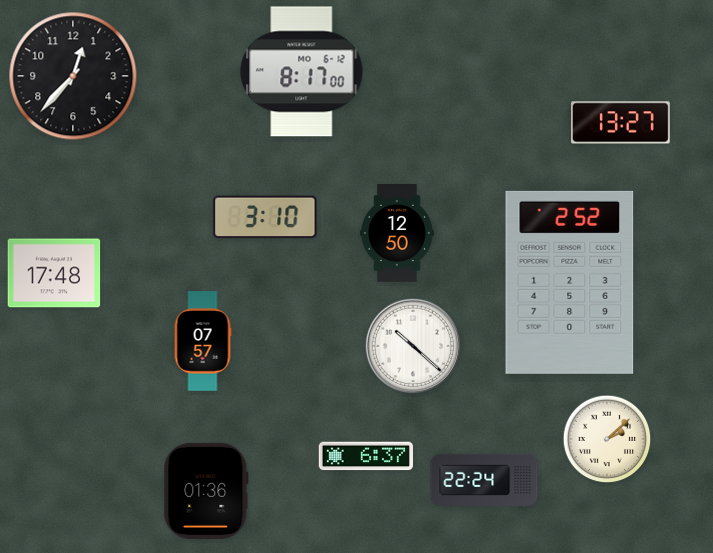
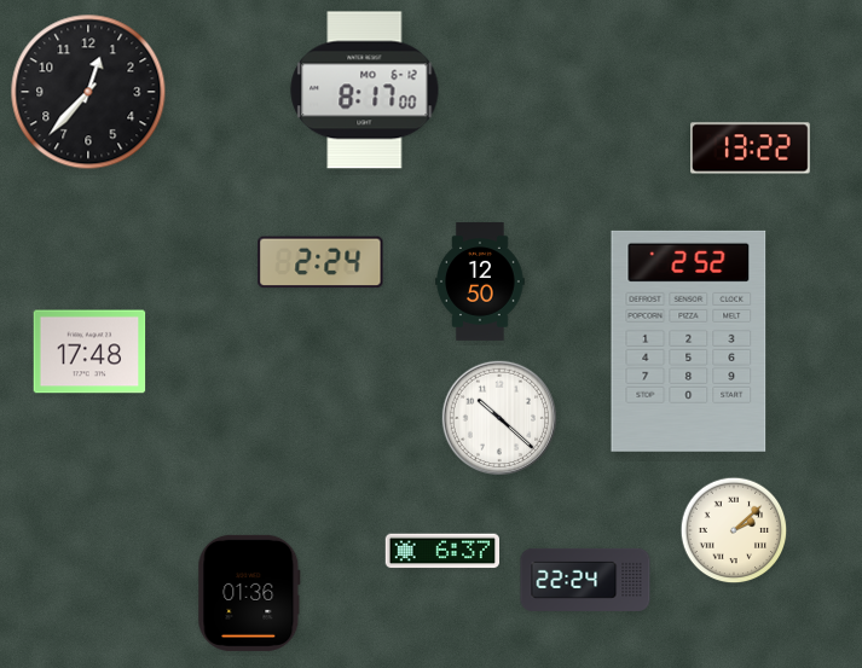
clock at (302, 72) position: (302, 72) -> (365, 91)
clock at (621, 123): 13:27 -> 13:22
clock at (265, 217): 3:10 -> 2:24
clock at (54, 273) position: (54, 273) -> (89, 352)
clock at (203, 341): 07:57 -> none
